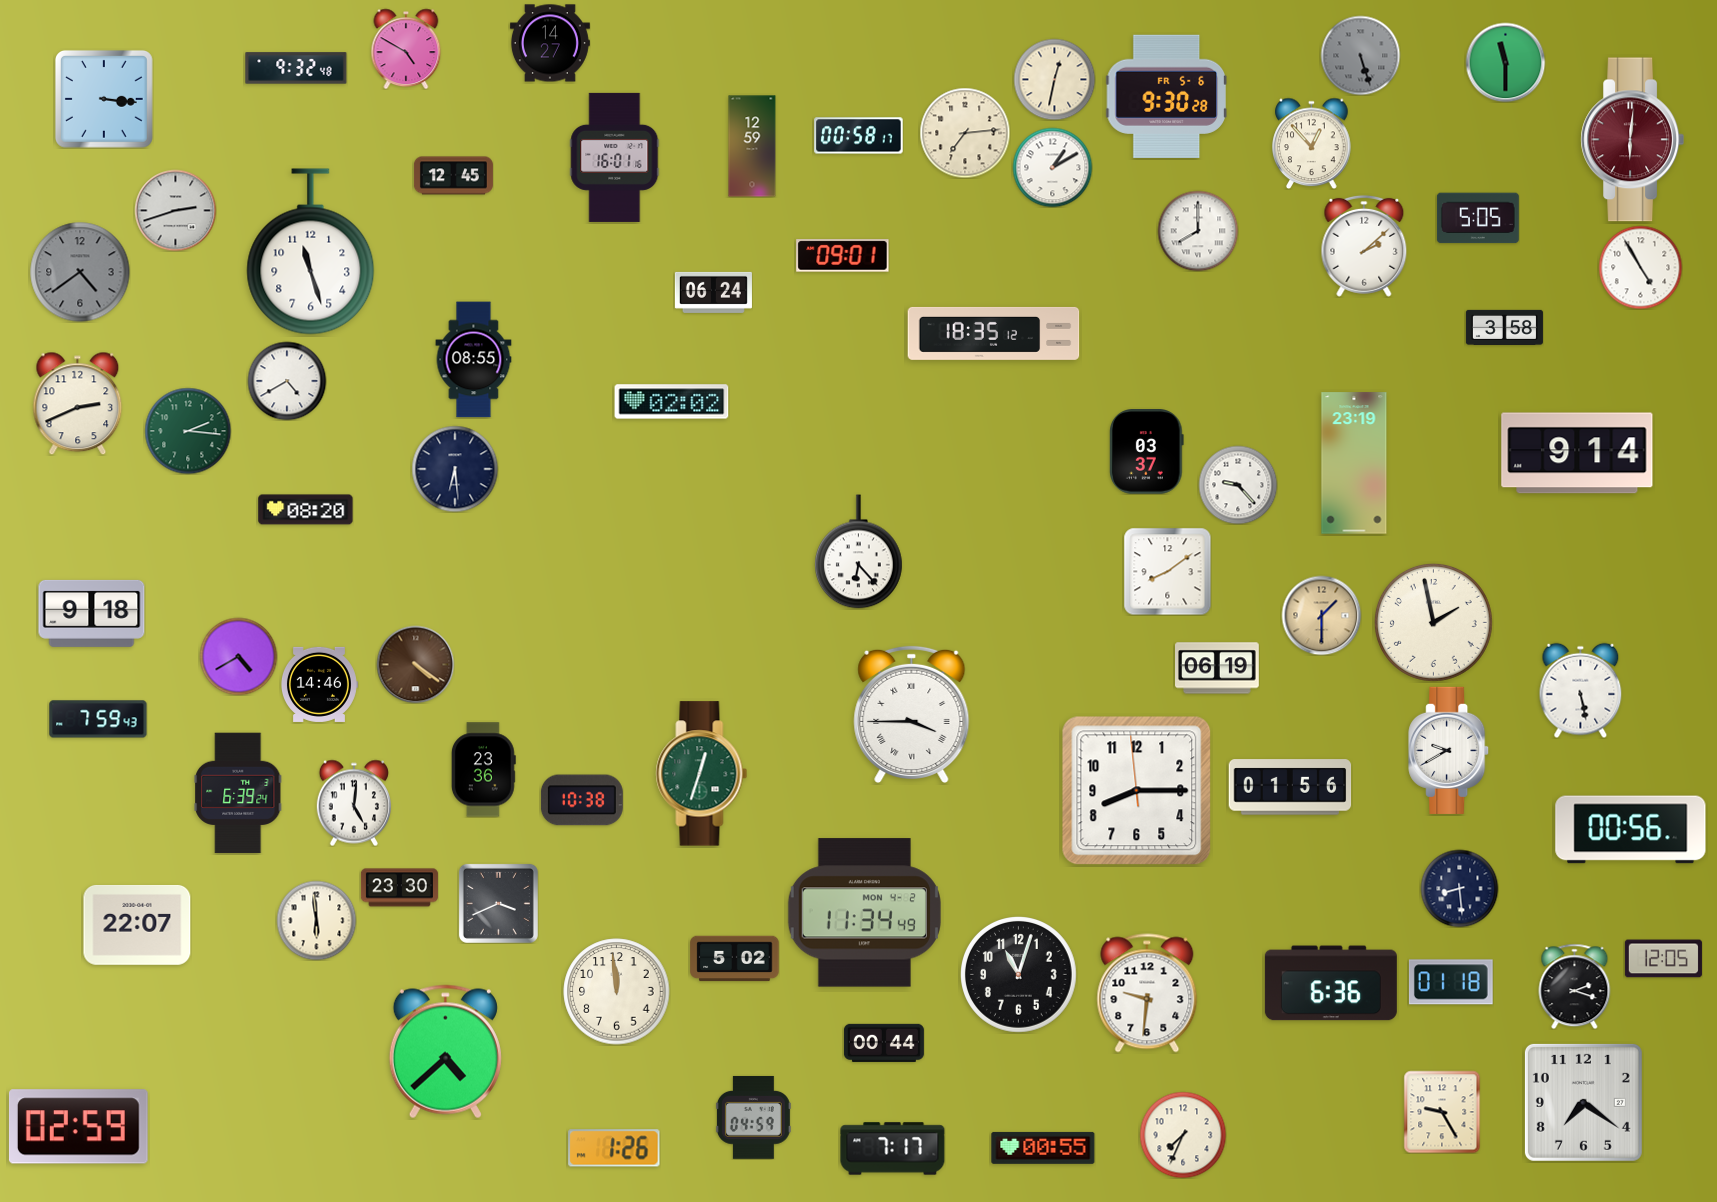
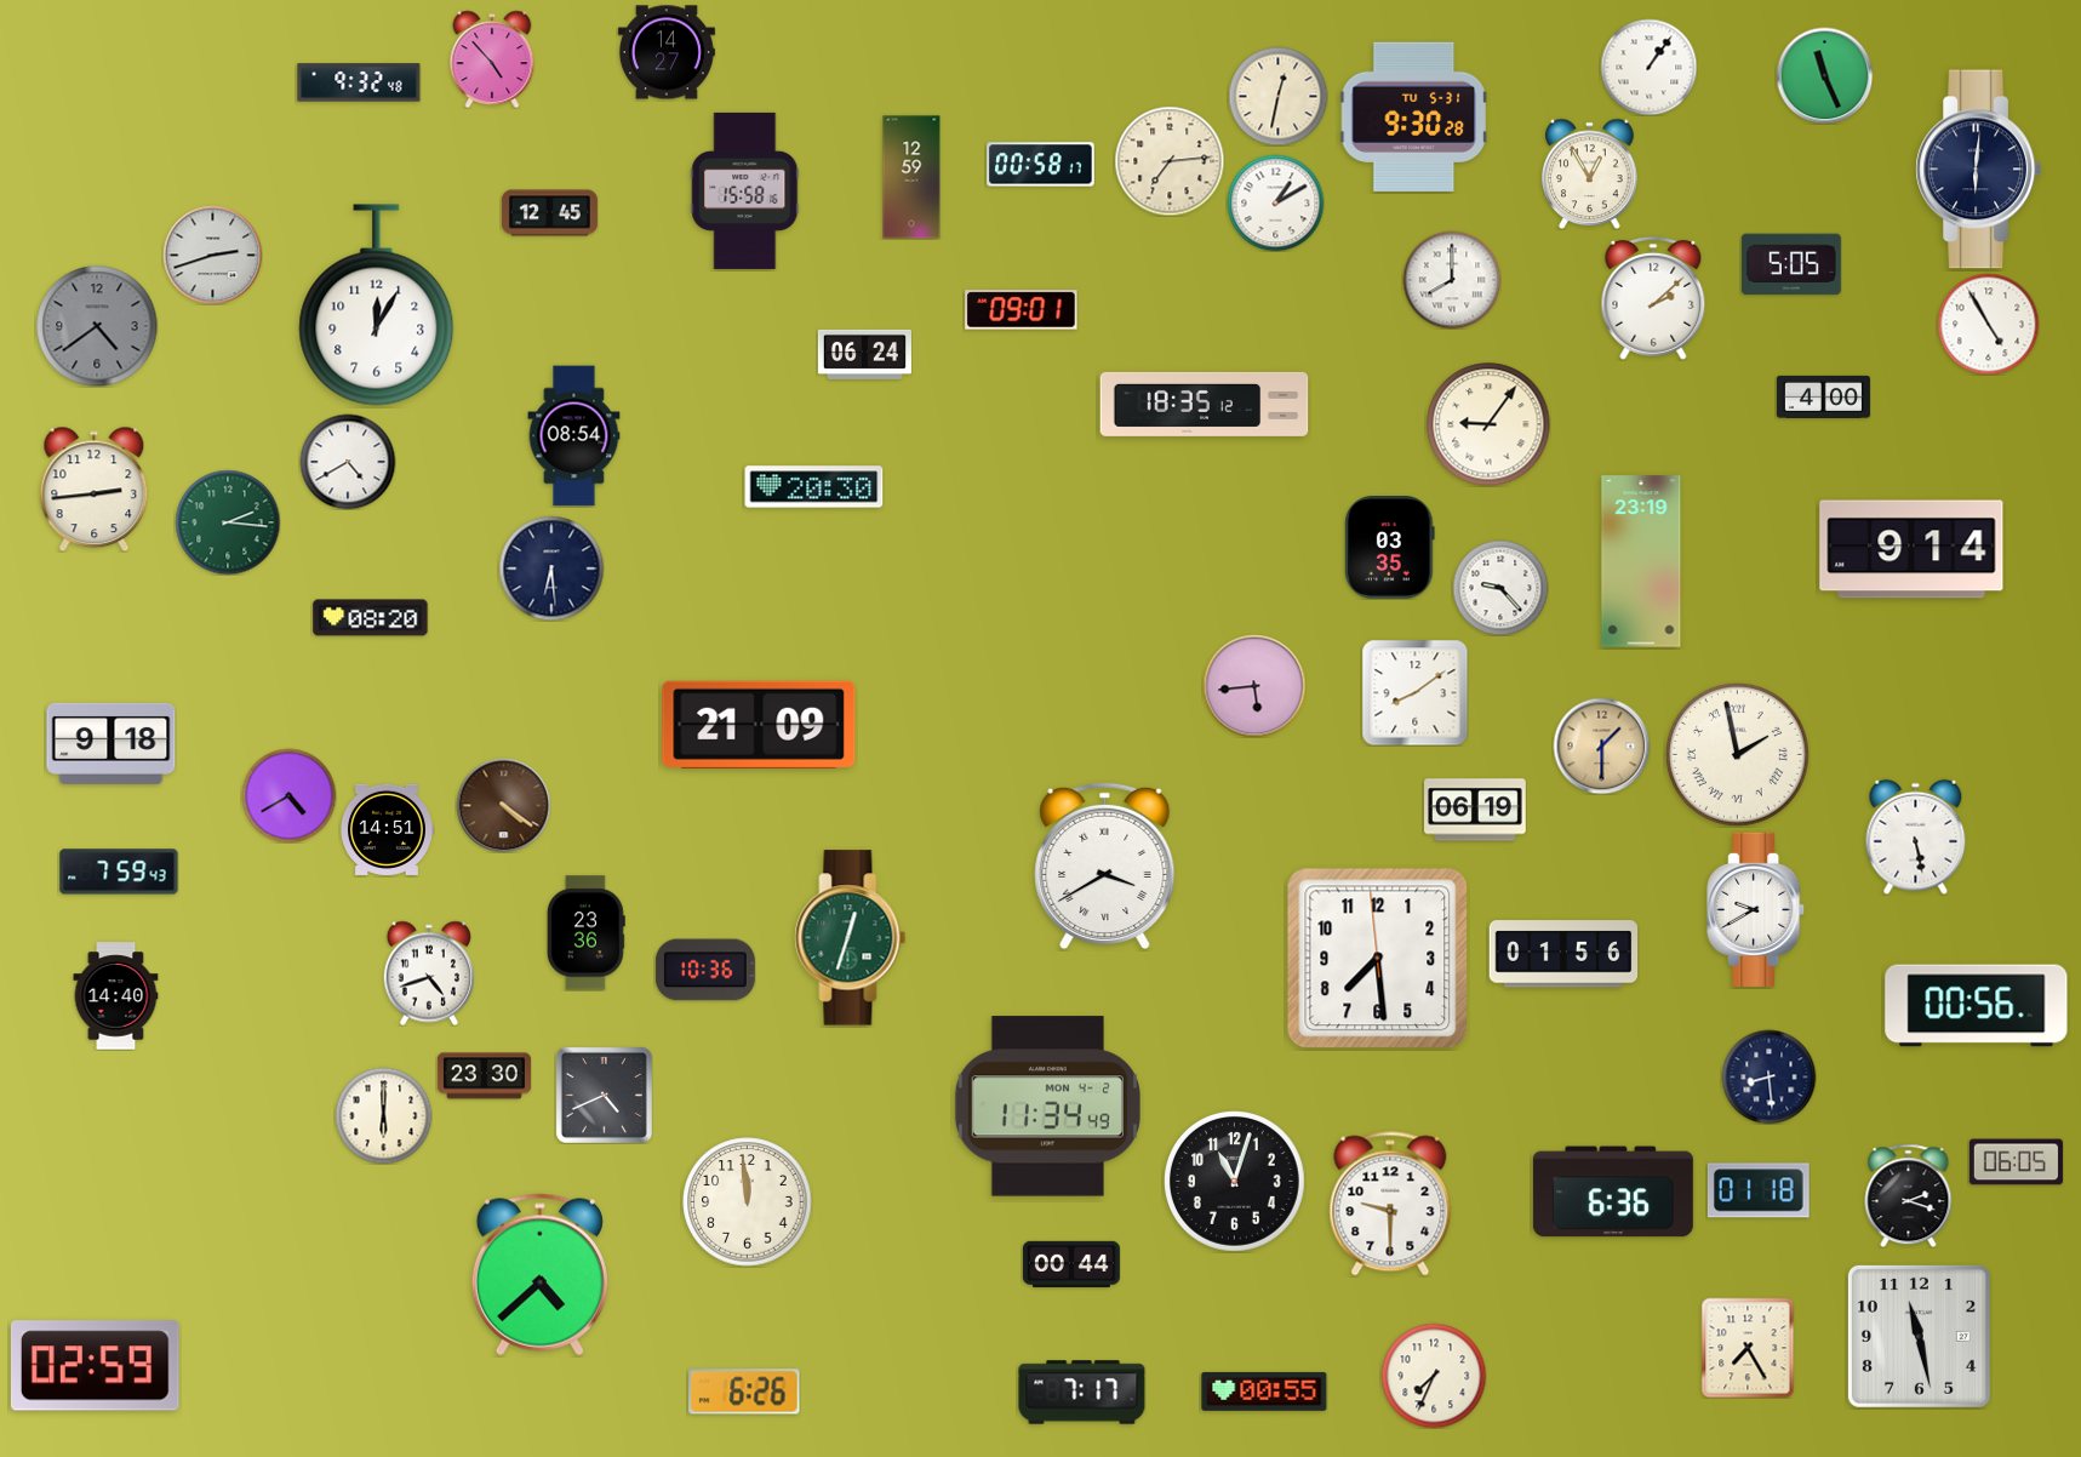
clock at (406, 49): 4:50 -> 4:53
clock at (1360, 55): 5:27 -> 1:06
clock at (1360, 55) dial: grey -> white
clock at (1505, 62): 11:30 -> 11:26
clock at (1166, 96) date: FR 5-6 -> TU 5-31
clock at (104, 99): 3:16 -> none
clock at (1632, 140) dial: burgundy -> navy
clock at (1312, 143): 12:53 -> 12:55
clock at (615, 157): 16:01 -> 15:58
clock at (311, 252): 11:27 -> 12:05
clock at (80, 272) position: (80, 272) -> (97, 326)
clock at (1504, 327): 3:58 -> 4:00
clock at (1488, 424): none -> 9:06
clock at (474, 360): 08:55 -> 08:54
clock at (672, 402): 02:02 -> 20:30
clock at (78, 403): 2:41 -> 2:44
clock at (1147, 452): 03:37 -> 03:35
clock at (859, 552): 6:23 -> none
clock at (1254, 686): none -> 5:44
clock at (759, 725): none -> 21:09
clock at (1433, 622) numerals: Arabic -> Roman
clock at (319, 684): 14:46 -> 14:51
clock at (912, 714): 3:45 -> 3:40
clock at (1137, 791): 8:14 -> 7:28
clock at (238, 793): 6:39 -> none
clock at (582, 800): 10:38 -> 10:36
clock at (354, 803): 5:01 -> 4:42
clock at (116, 996): none -> 14:40
clock at (498, 903): 3:41 -> 4:41
clock at (316, 920): 5:59 -> 6:00
clock at (137, 925): 22:07 -> none
clock at (735, 959): 5:02 -> none
clock at (1663, 959): 12:05 -> 06:05
clock at (1147, 993): 9:31 -> 9:30
clock at (1583, 1102): 7:21 -> 11:28
clock at (1442, 1112): 9:25 -> 7:25
clock at (753, 1117): 04:59 -> none
clock at (614, 1148): 1:26 -> 6:26
